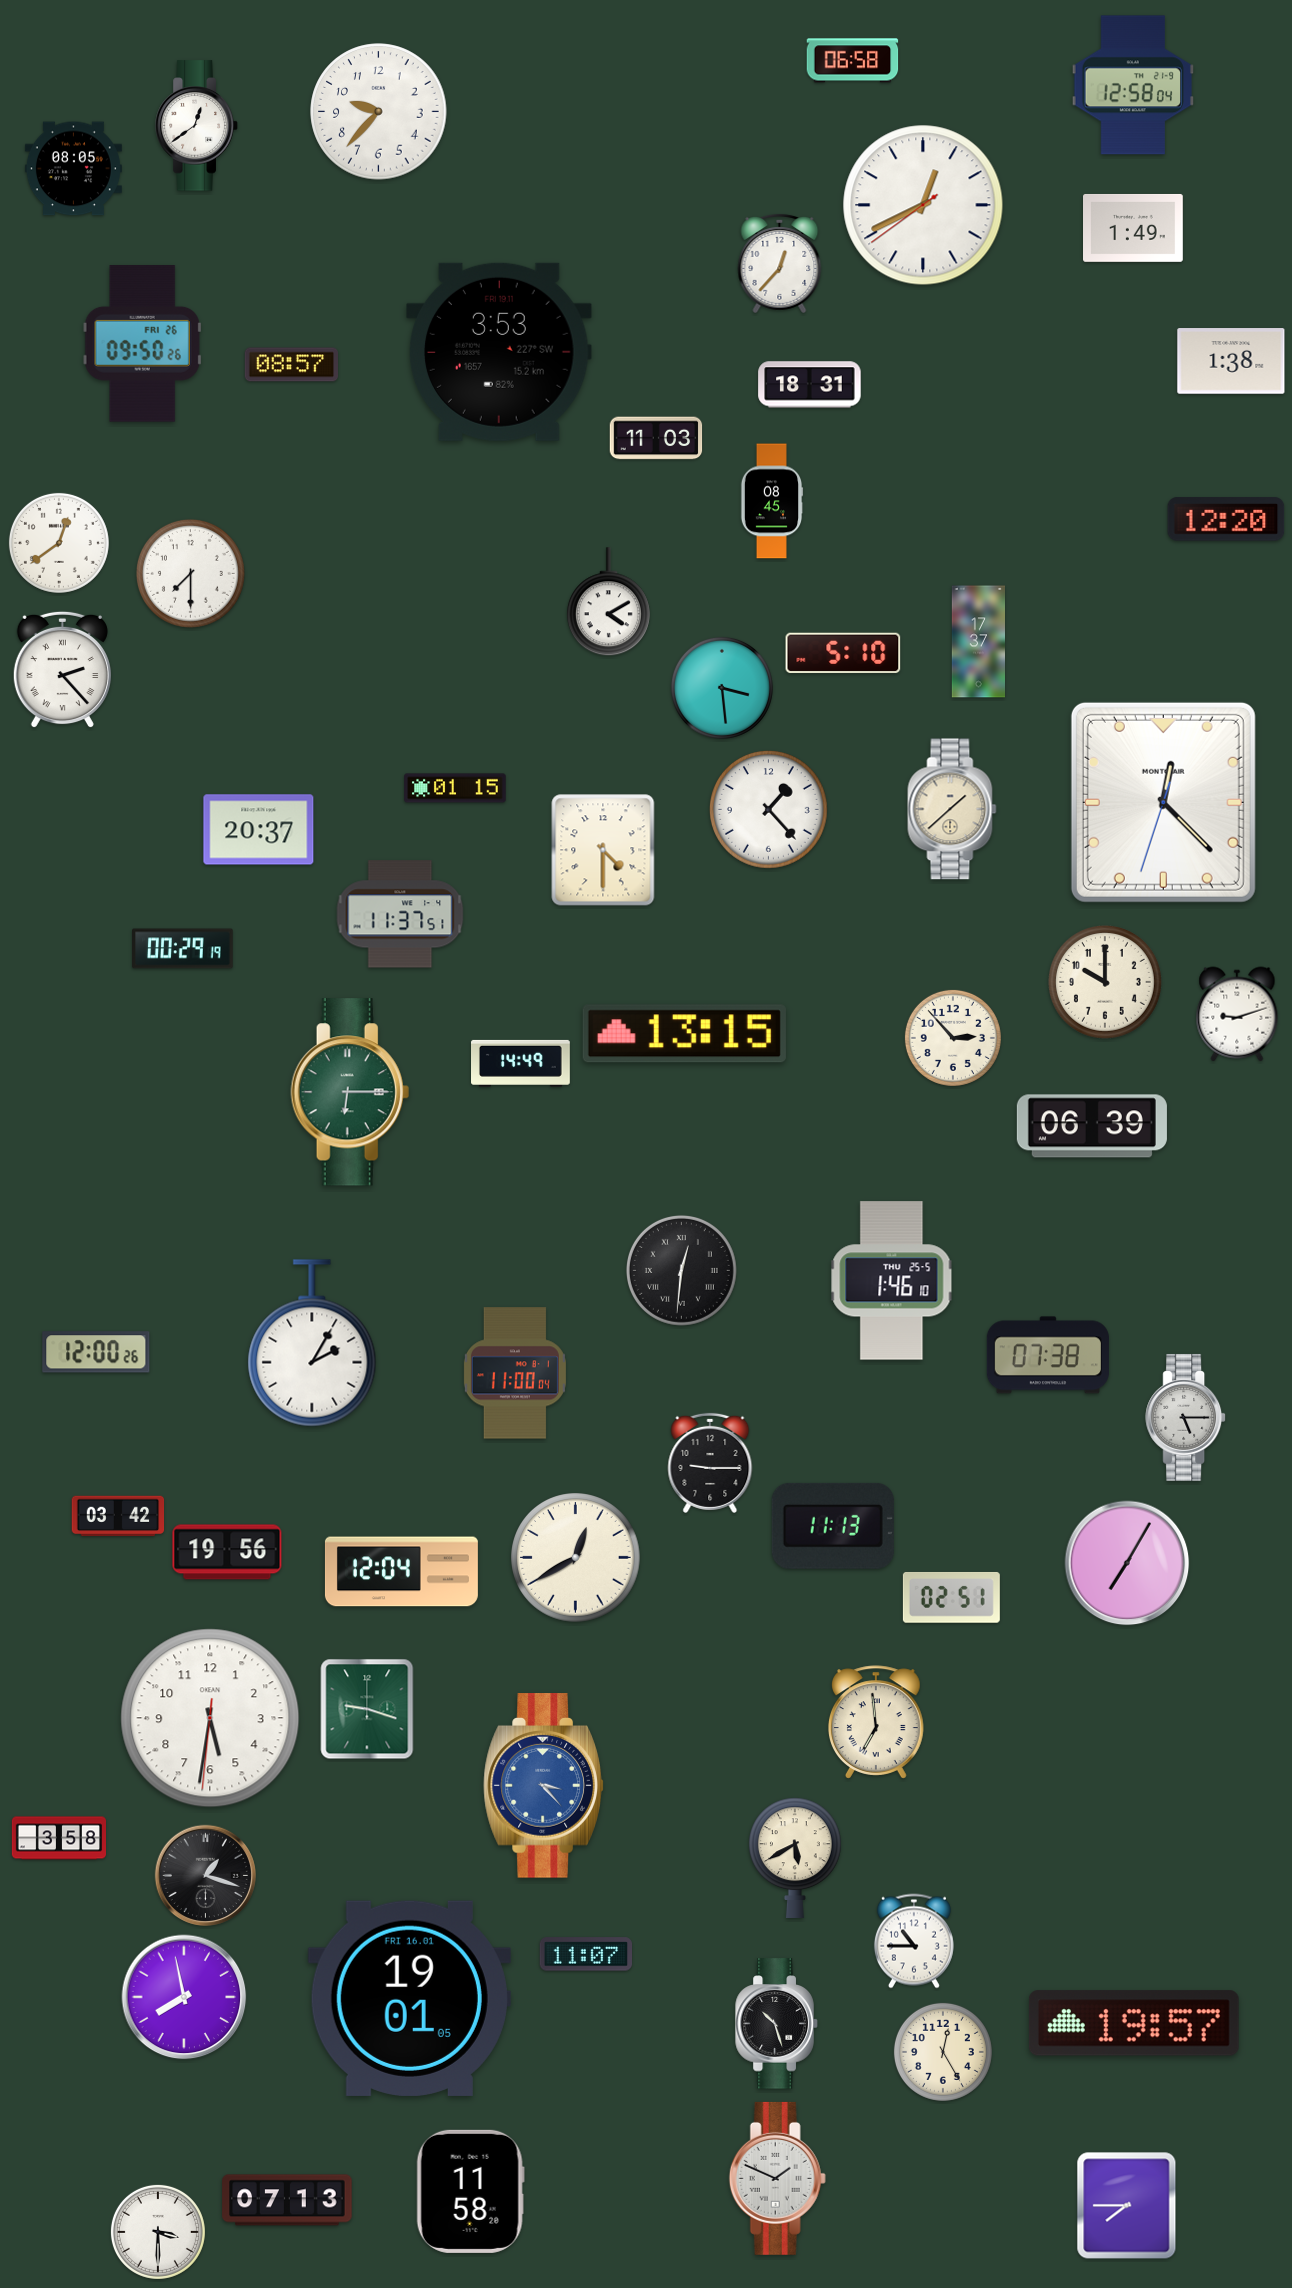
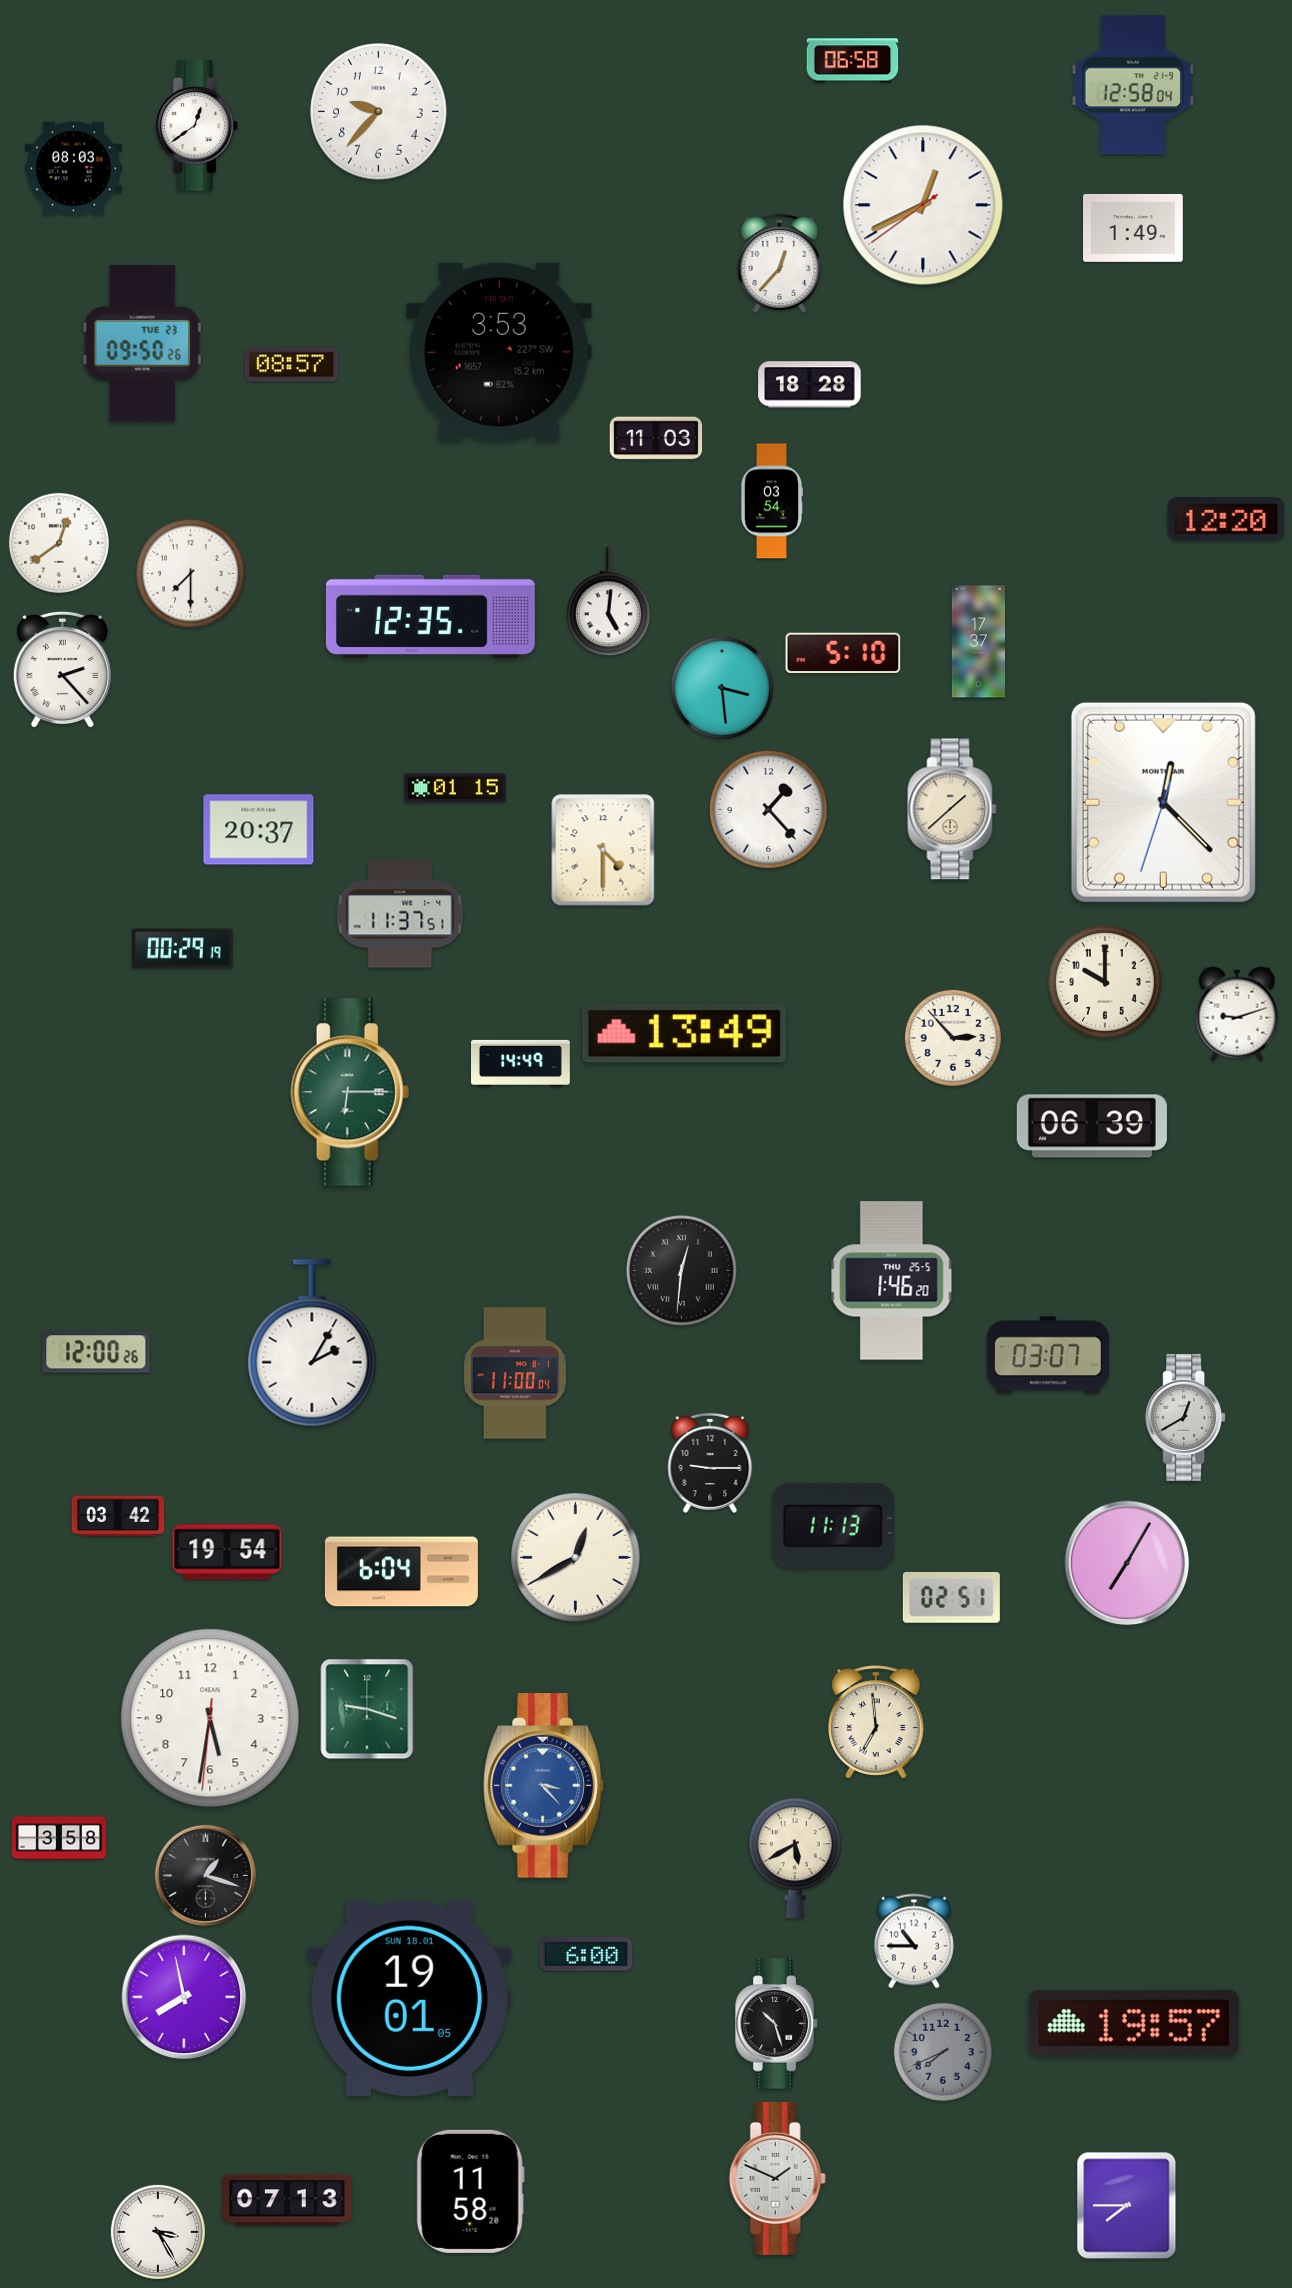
clock at (73, 169): 08:05 -> 08:03
clock at (142, 344) date: FRI 26 -> TUE 23
clock at (1231, 361): 1:38 -> none
clock at (810, 385): 18:31 -> 18:28
clock at (772, 501): 08:45 -> 03:54
clock at (608, 602): 4:10 -> 5:01
clock at (430, 616): none -> 12:35
clock at (684, 1034): 13:15 -> 13:49
clock at (892, 1281): 1:46:10 -> 1:46:20
clock at (1048, 1355): 07:38 -> 03:07
clock at (1186, 1418): 5:15 -> 12:40
clock at (227, 1552): 19:56 -> 19:54
clock at (401, 1572): 12:04 -> 6:04
clock at (586, 1954): 11:07 -> 6:00
clock at (409, 1998) date: FRI 16.01 -> SUN 18.01
clock at (943, 2052): 12:25 -> 7:41
clock at (943, 2052) dial: cream -> grey
clock at (158, 2232): 3:30 -> 3:25
